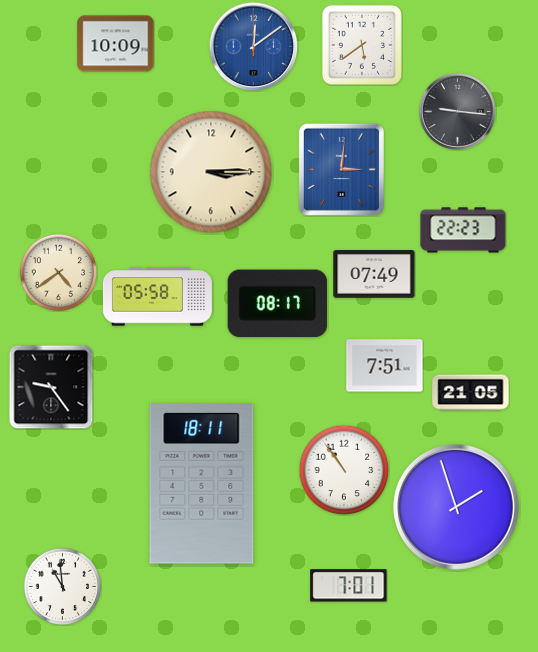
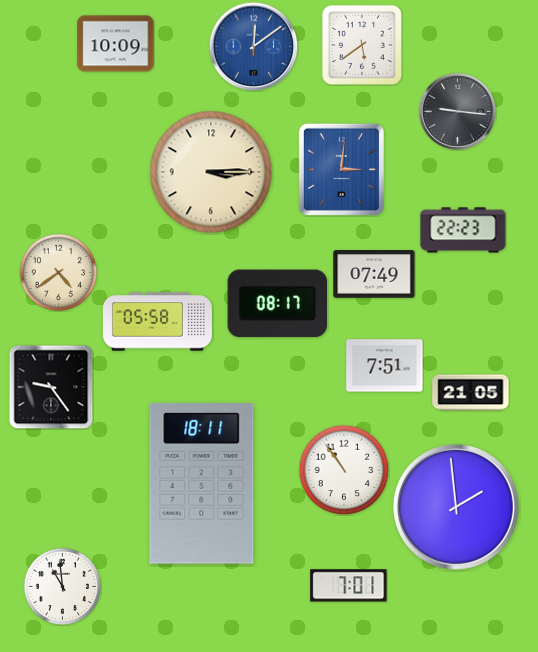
clock at (157, 297) position: (157, 297) -> (157, 322)
clock at (456, 507): 1:57 -> 1:59
